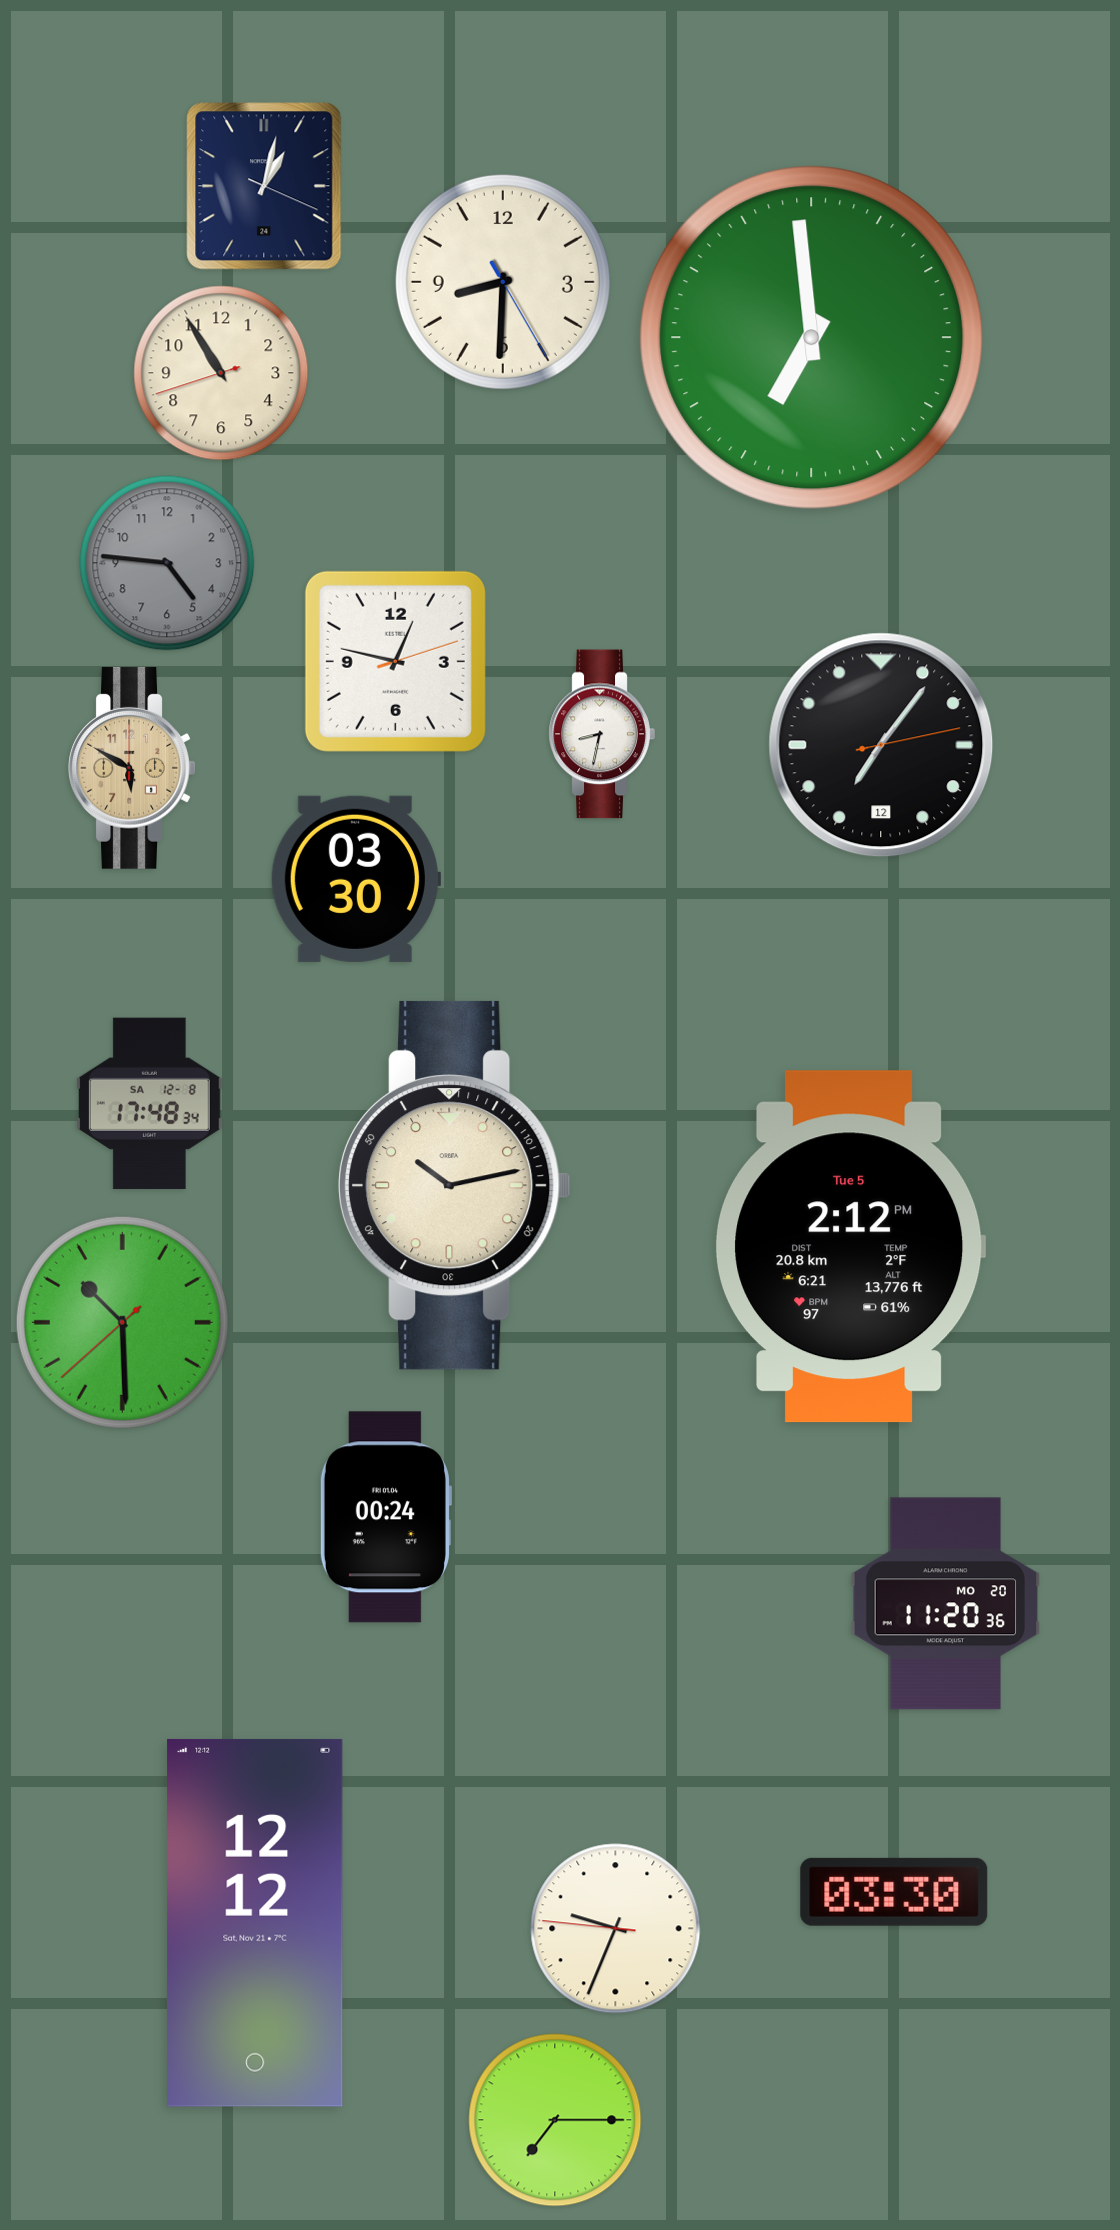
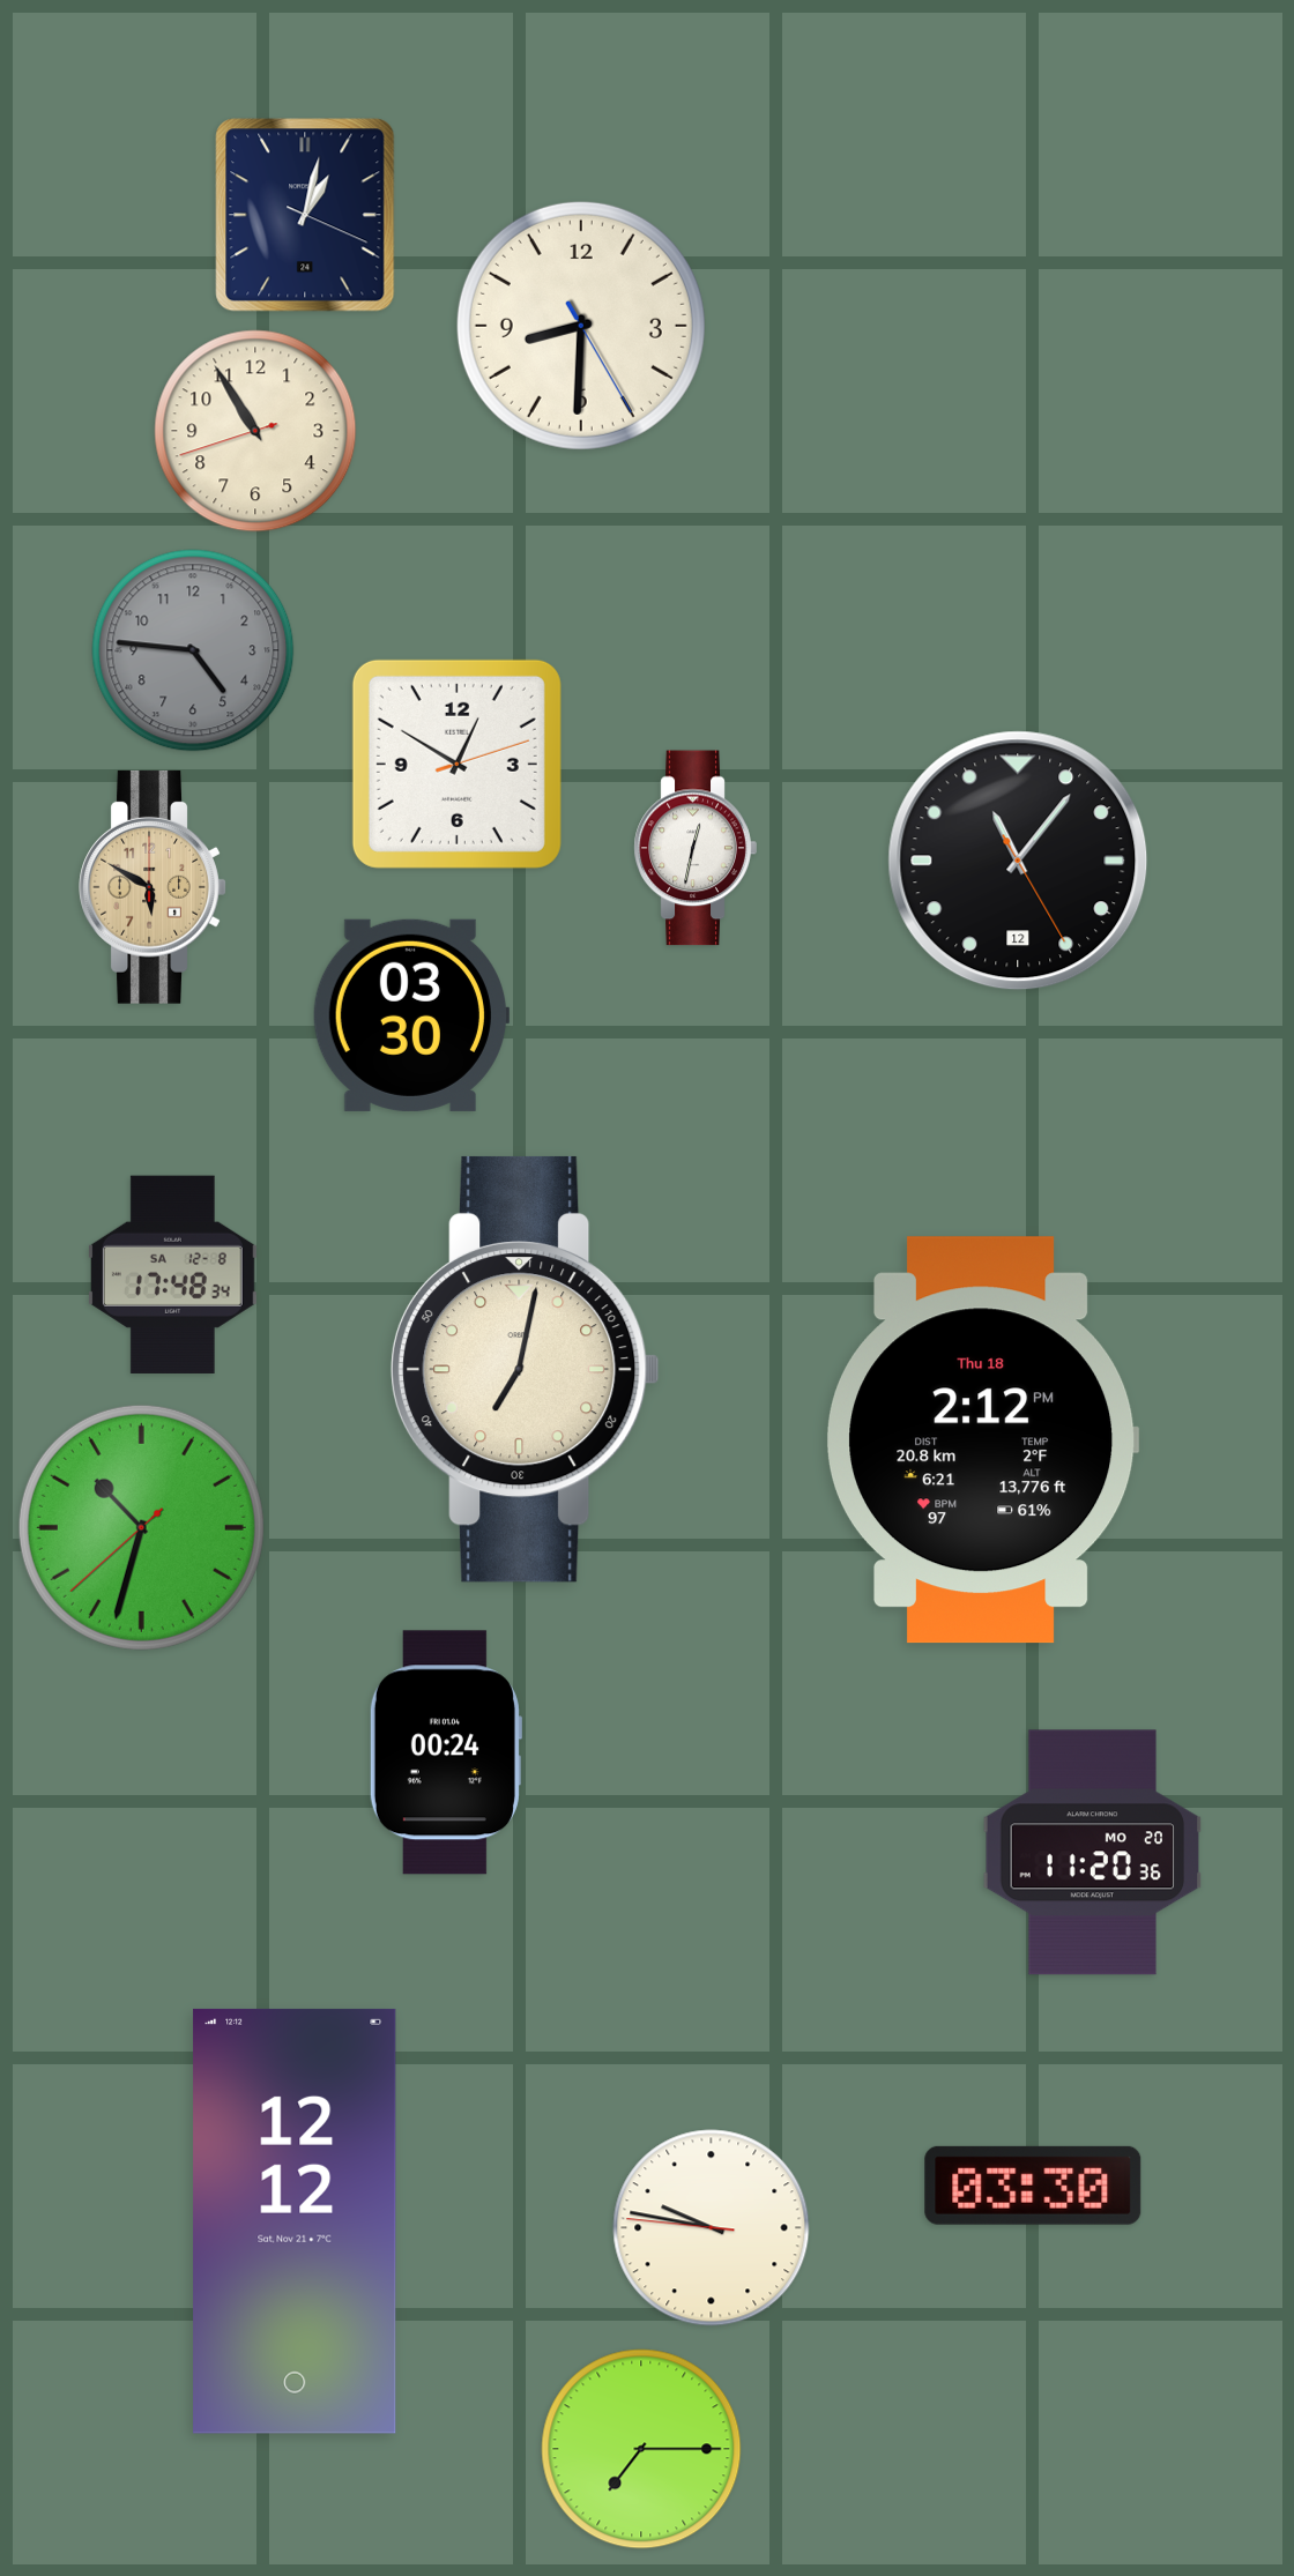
clock at (812, 338): 6:59 -> none
clock at (395, 661): 12:47 -> 12:50
clock at (602, 734): 8:32 -> 12:32
clock at (881, 745): 7:06 -> 11:06
clock at (454, 1185): 10:13 -> 7:02
clock at (851, 1247) date: Tue 5 -> Thu 18
clock at (122, 1322): 10:29 -> 10:32
clock at (616, 1929): 9:33 -> 9:46
